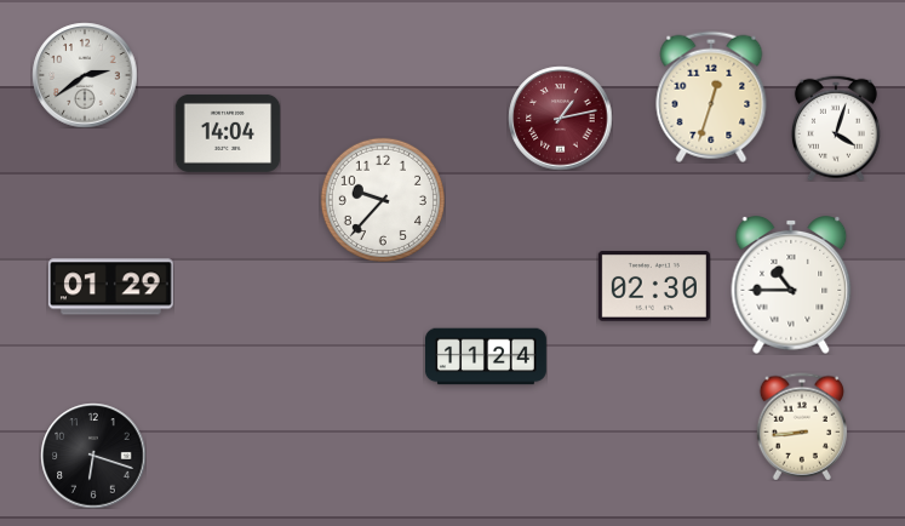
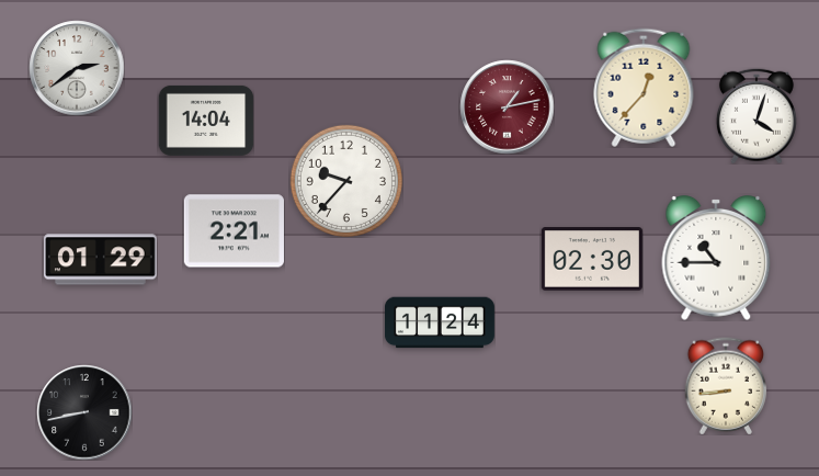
clock at (711, 97): 12:33 -> 12:37
clock at (234, 231): none -> 2:21
clock at (93, 456): 6:18 -> 8:43
